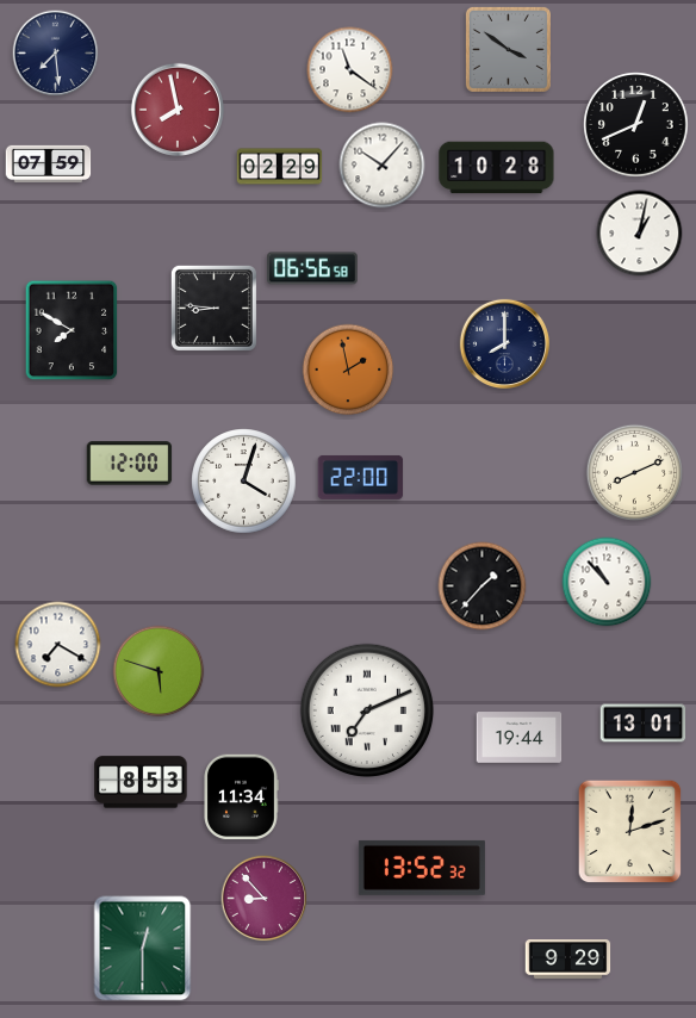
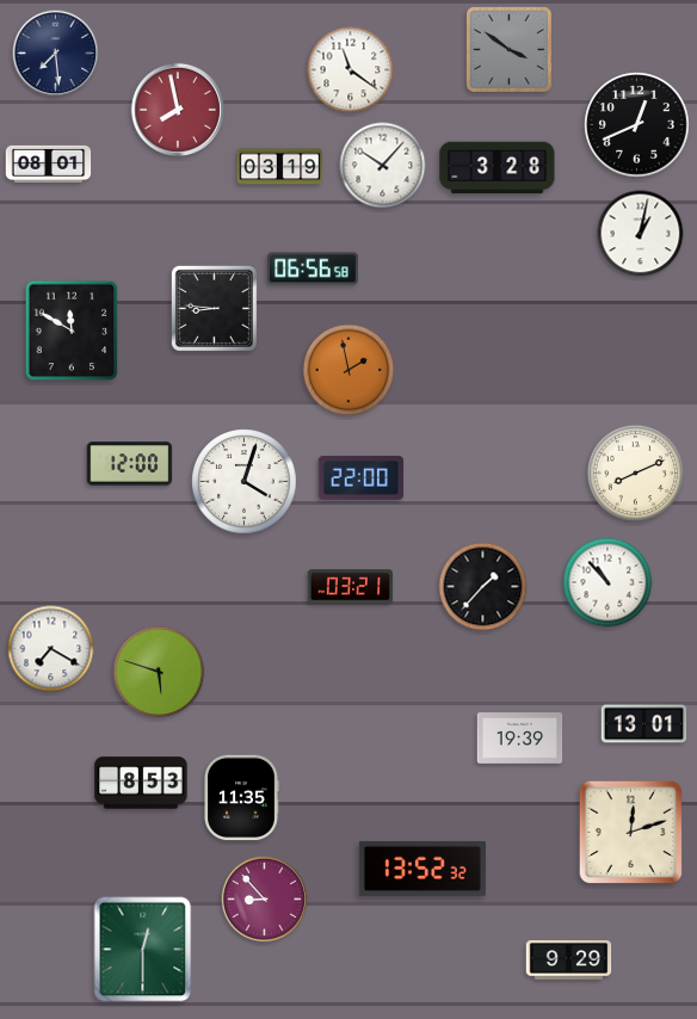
clock at (49, 163): 07:59 -> 08:01
clock at (280, 167): 02:29 -> 03:19
clock at (497, 168): 10:28 -> 3:28
clock at (72, 330): 7:50 -> 11:50
clock at (504, 343): 8:00 -> none
clock at (351, 587): none -> 03:21
clock at (58, 645) position: (58, 645) -> (51, 649)
clock at (367, 710): 7:11 -> none
clock at (520, 738): 19:44 -> 19:39
clock at (241, 797): 11:34 -> 11:35
